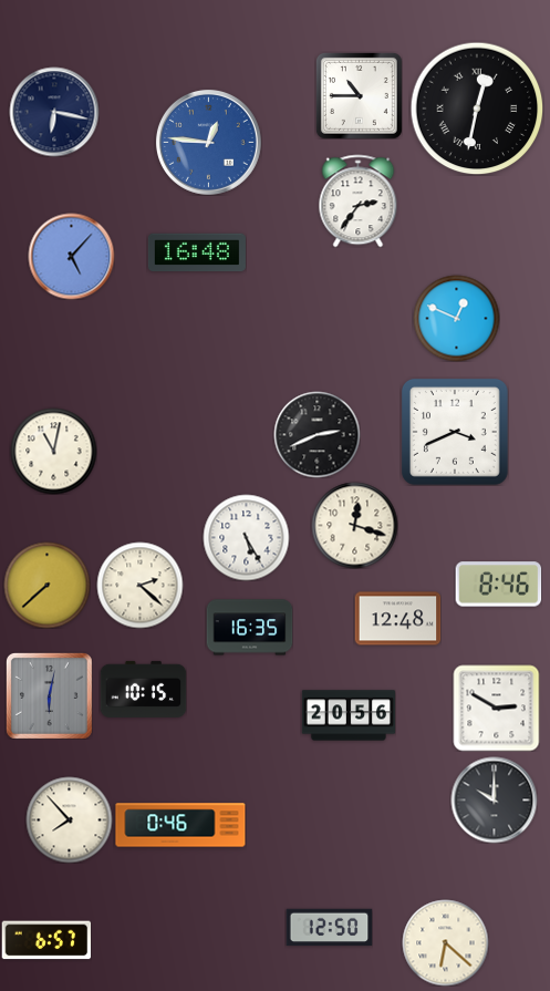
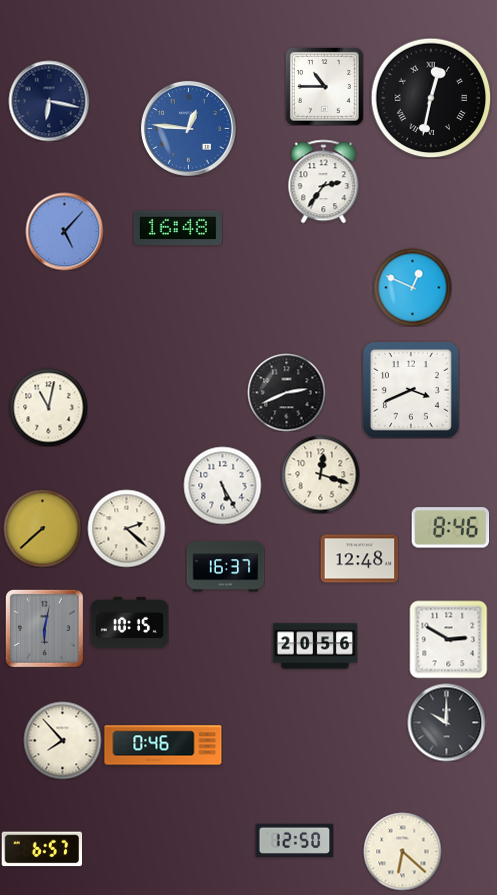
clock at (249, 628): 16:35 -> 16:37
clock at (329, 928) position: (329, 928) -> (294, 841)
